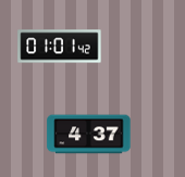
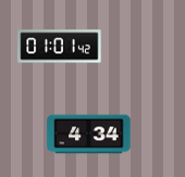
clock at (89, 135): 4:37 -> 4:34
